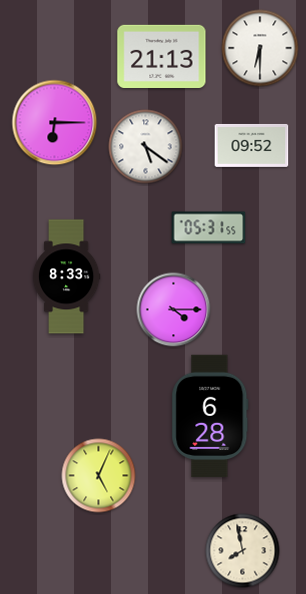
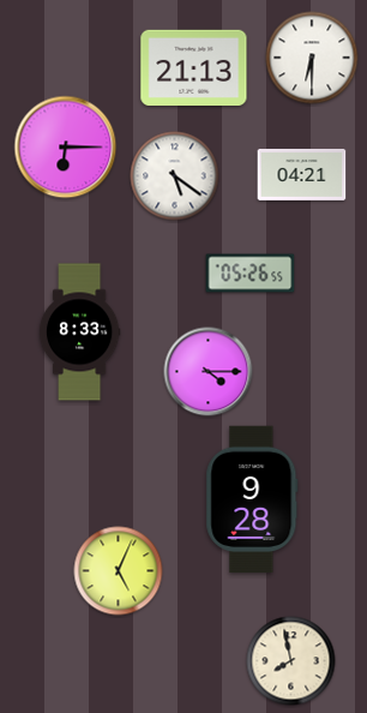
clock at (252, 145): 09:52 -> 04:21
clock at (209, 228): 05:31 -> 05:26
clock at (210, 416): 6:28 -> 9:28
